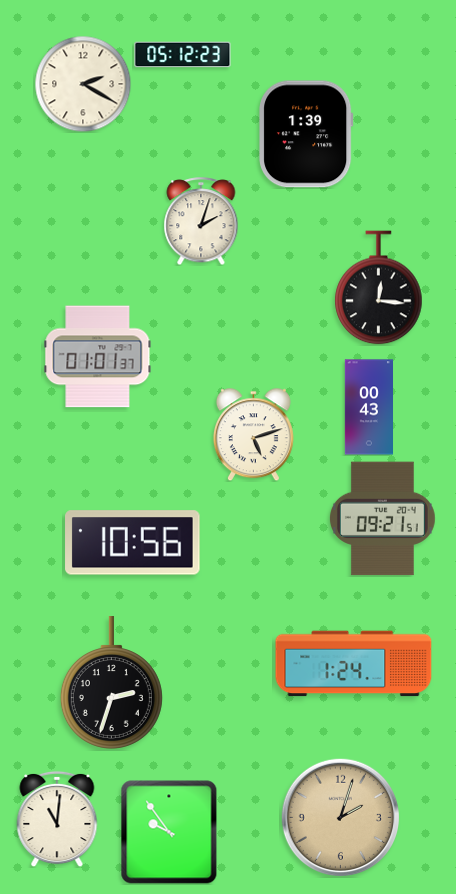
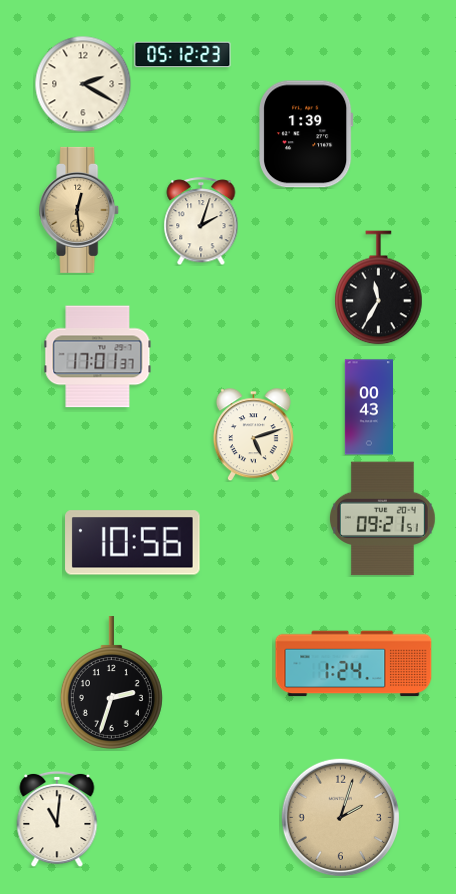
clock at (80, 210): none -> 12:29
clock at (379, 288): 12:16 -> 11:35
clock at (98, 357): 01:01 -> 17:01
clock at (169, 832): 9:54 -> none
